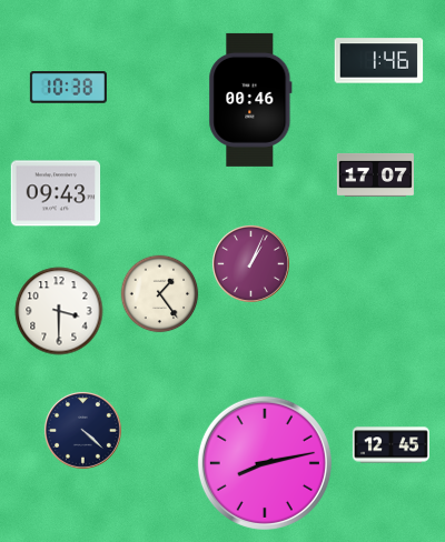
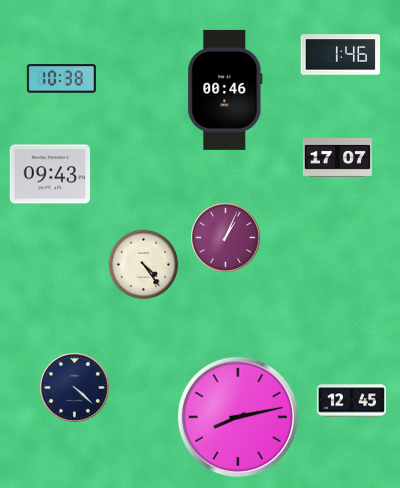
clock at (160, 294): 1:24 -> 4:24
clock at (59, 311): 3:30 -> none
